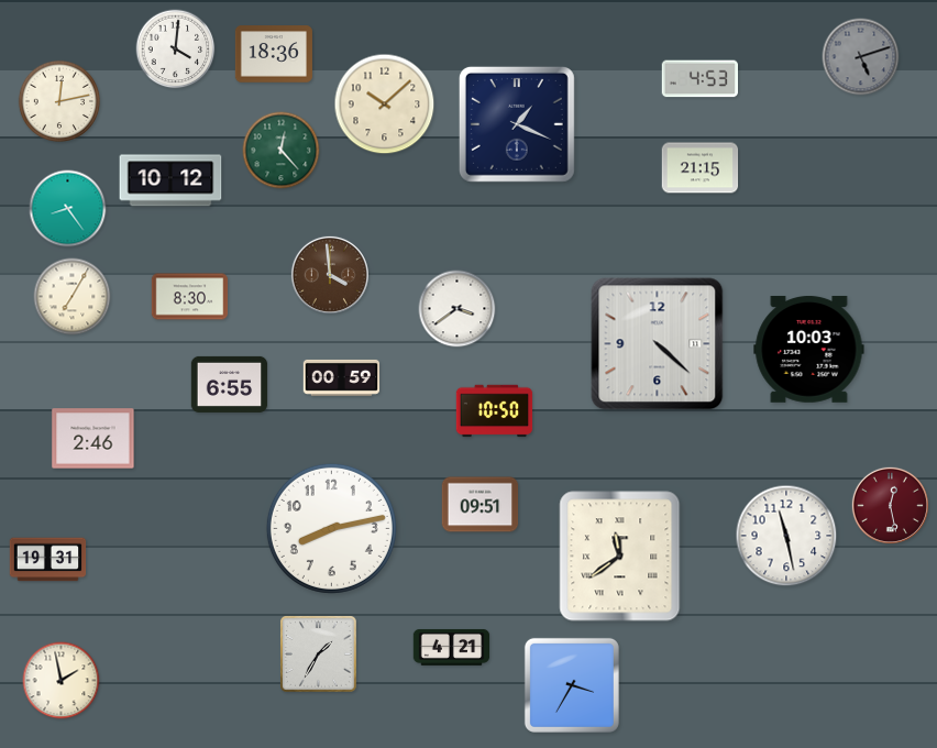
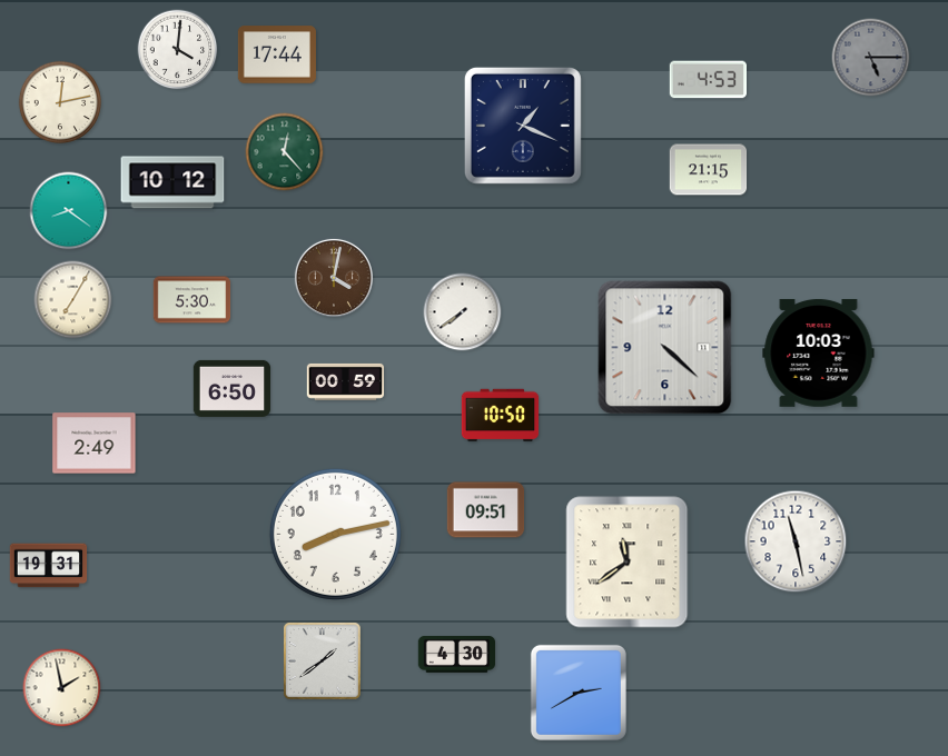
clock at (274, 54): 18:36 -> 17:44
clock at (861, 57): 5:12 -> 5:15
clock at (385, 105): 10:08 -> none
clock at (68, 209): 8:24 -> 8:21
clock at (330, 275): 3:59 -> 4:02
clock at (190, 297): 8:30 -> 5:30
clock at (458, 309): 3:39 -> 7:39
clock at (230, 384): 6:55 -> 6:50
clock at (93, 439): 2:46 -> 2:49
clock at (890, 505): 12:28 -> none
clock at (452, 647): 4:21 -> 4:30
clock at (319, 654): 1:35 -> 1:39
clock at (572, 685): 3:35 -> 2:40
